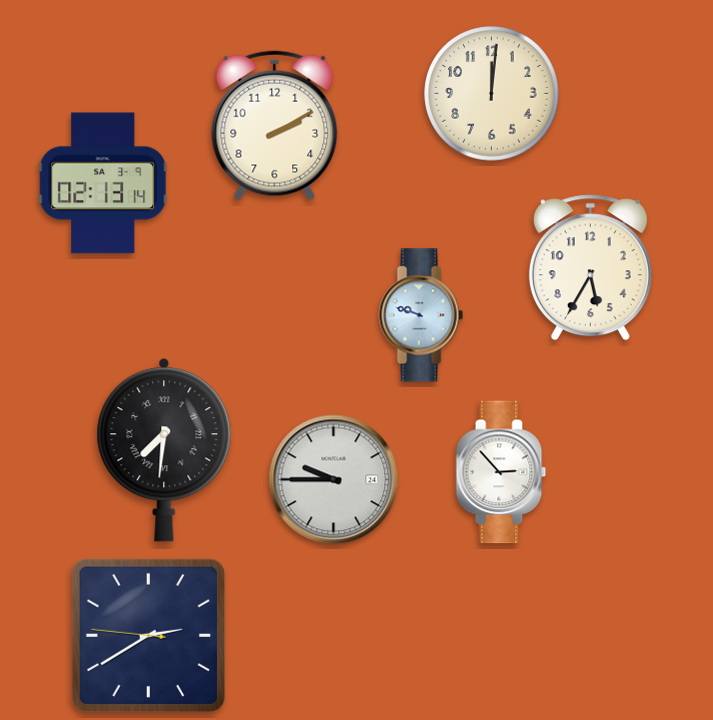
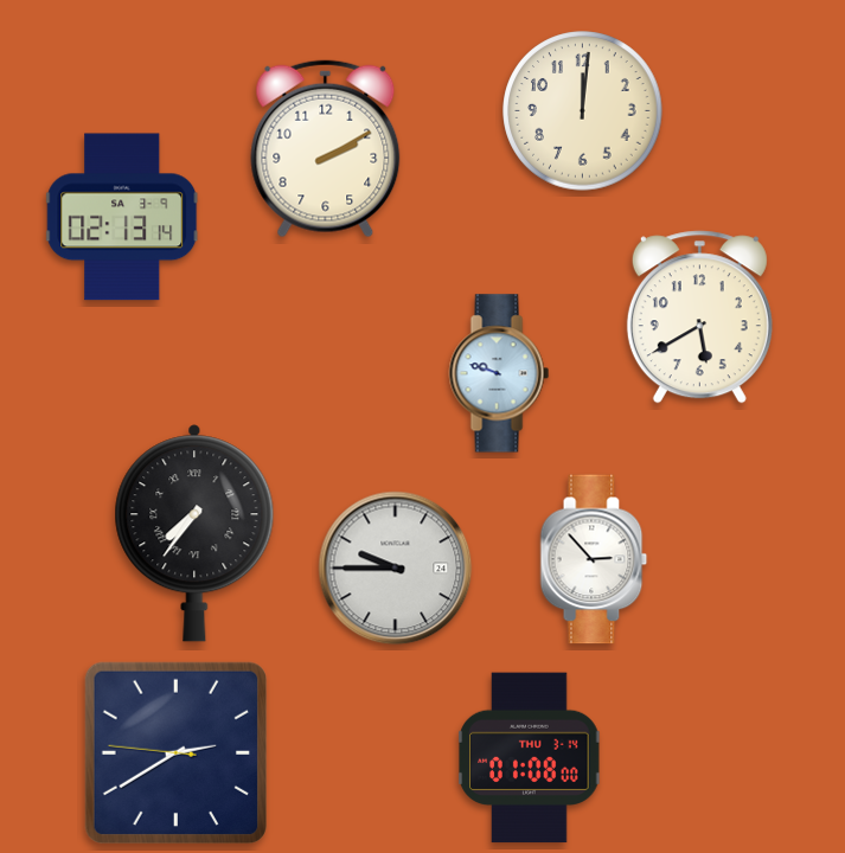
clock at (590, 268): 5:35 -> 5:40
clock at (164, 450): 7:31 -> 7:36
clock at (530, 758): none -> 01:08
